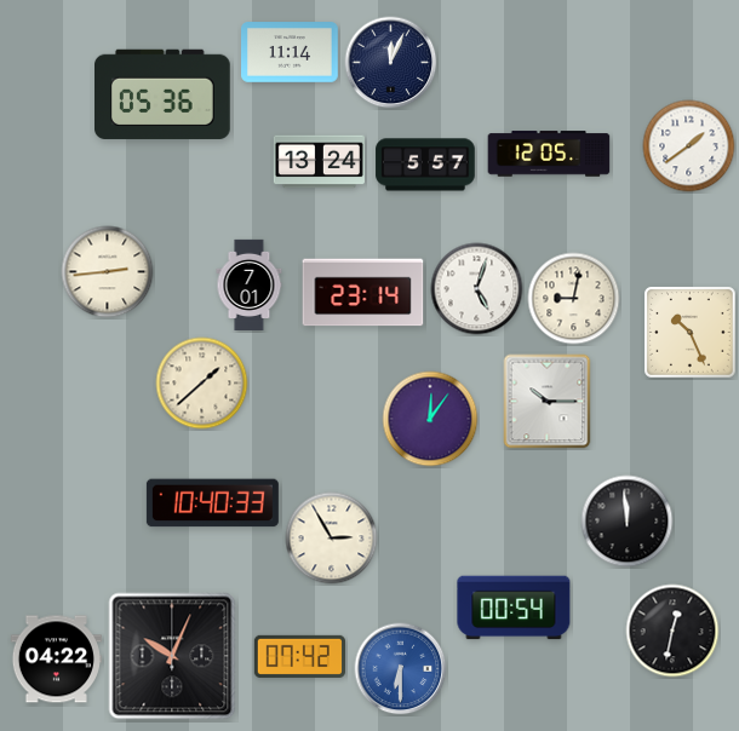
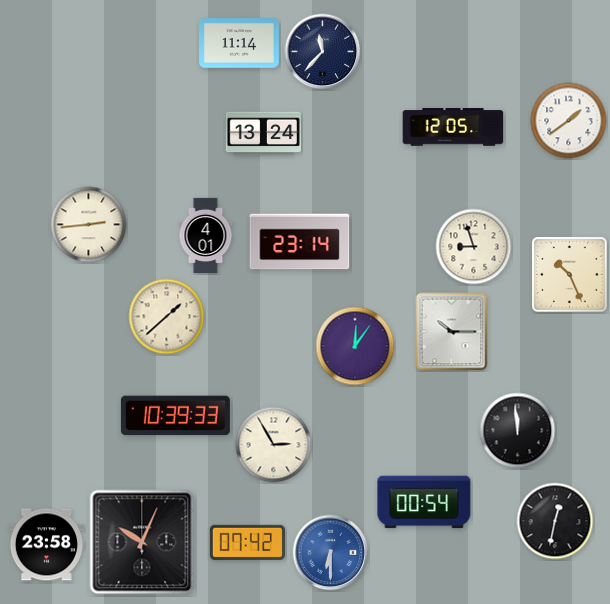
clock at (391, 63): 12:04 -> 11:37
clock at (164, 93): 05:36 -> none
clock at (425, 165): 5:57 -> none
clock at (250, 284): 7:01 -> 4:01
clock at (477, 289): 5:03 -> none
clock at (574, 299): 9:02 -> 8:57
clock at (212, 503): 10:40 -> 10:39
clock at (56, 660): 04:22 -> 23:58
